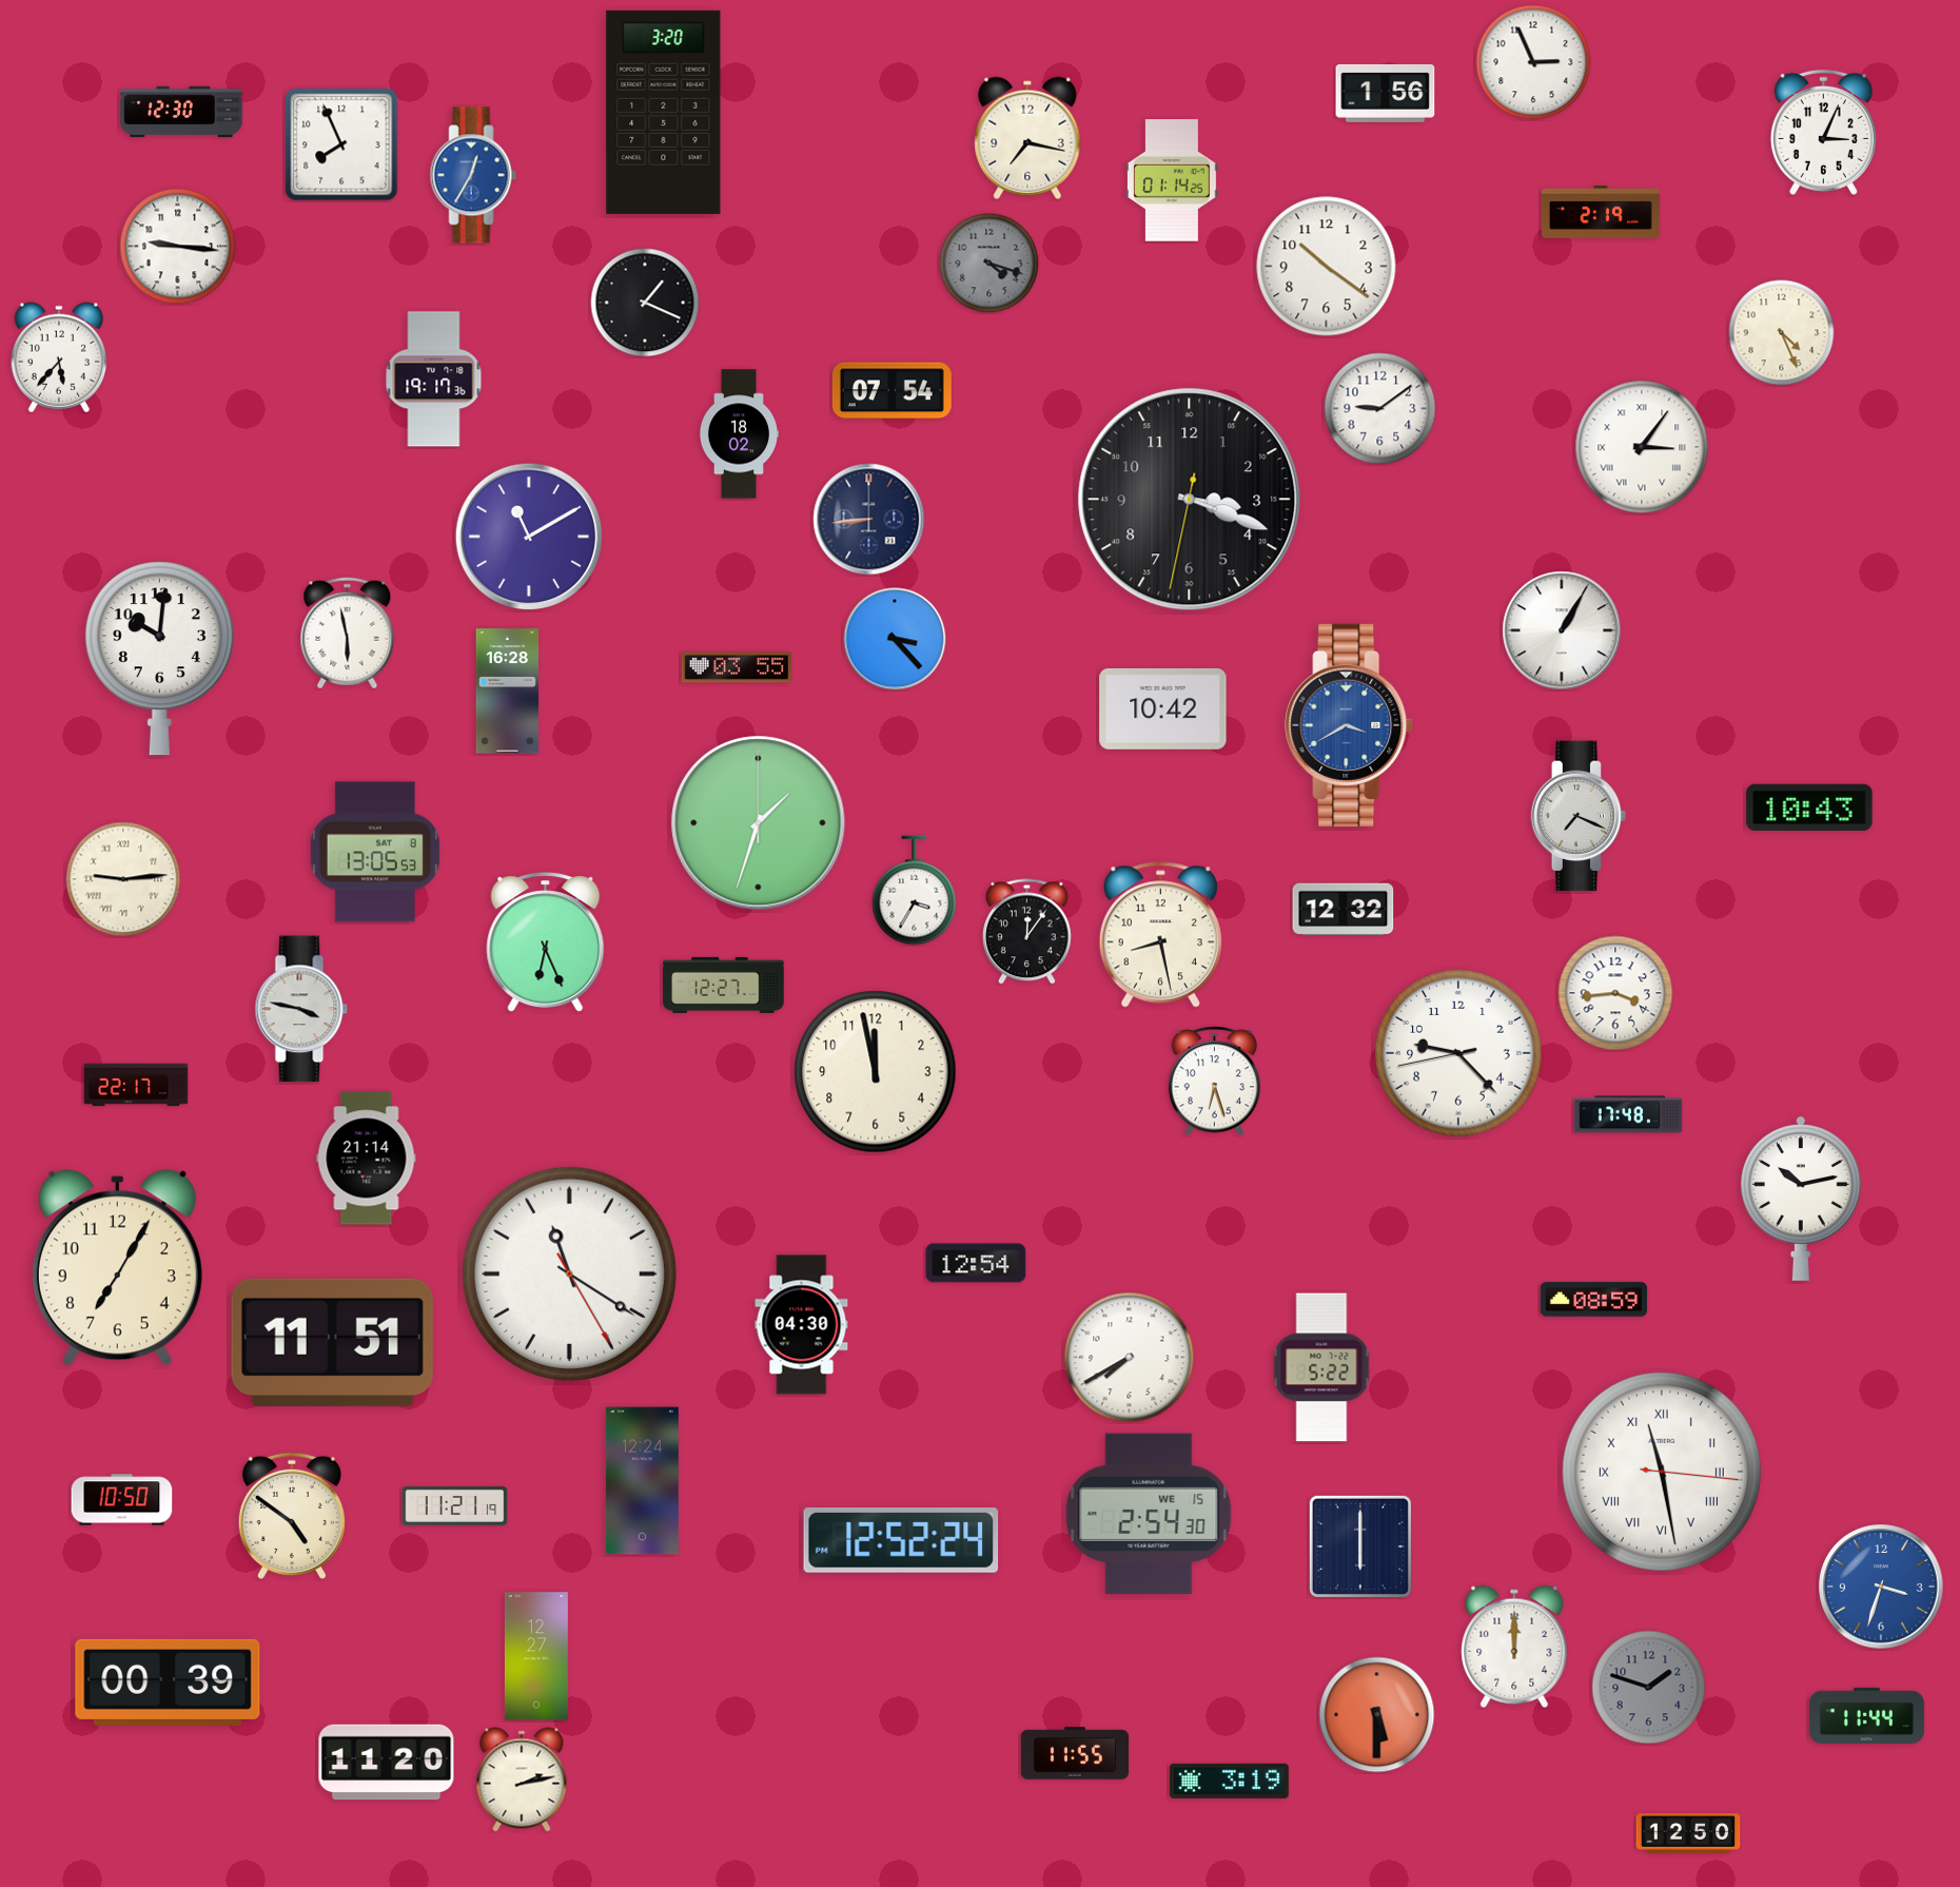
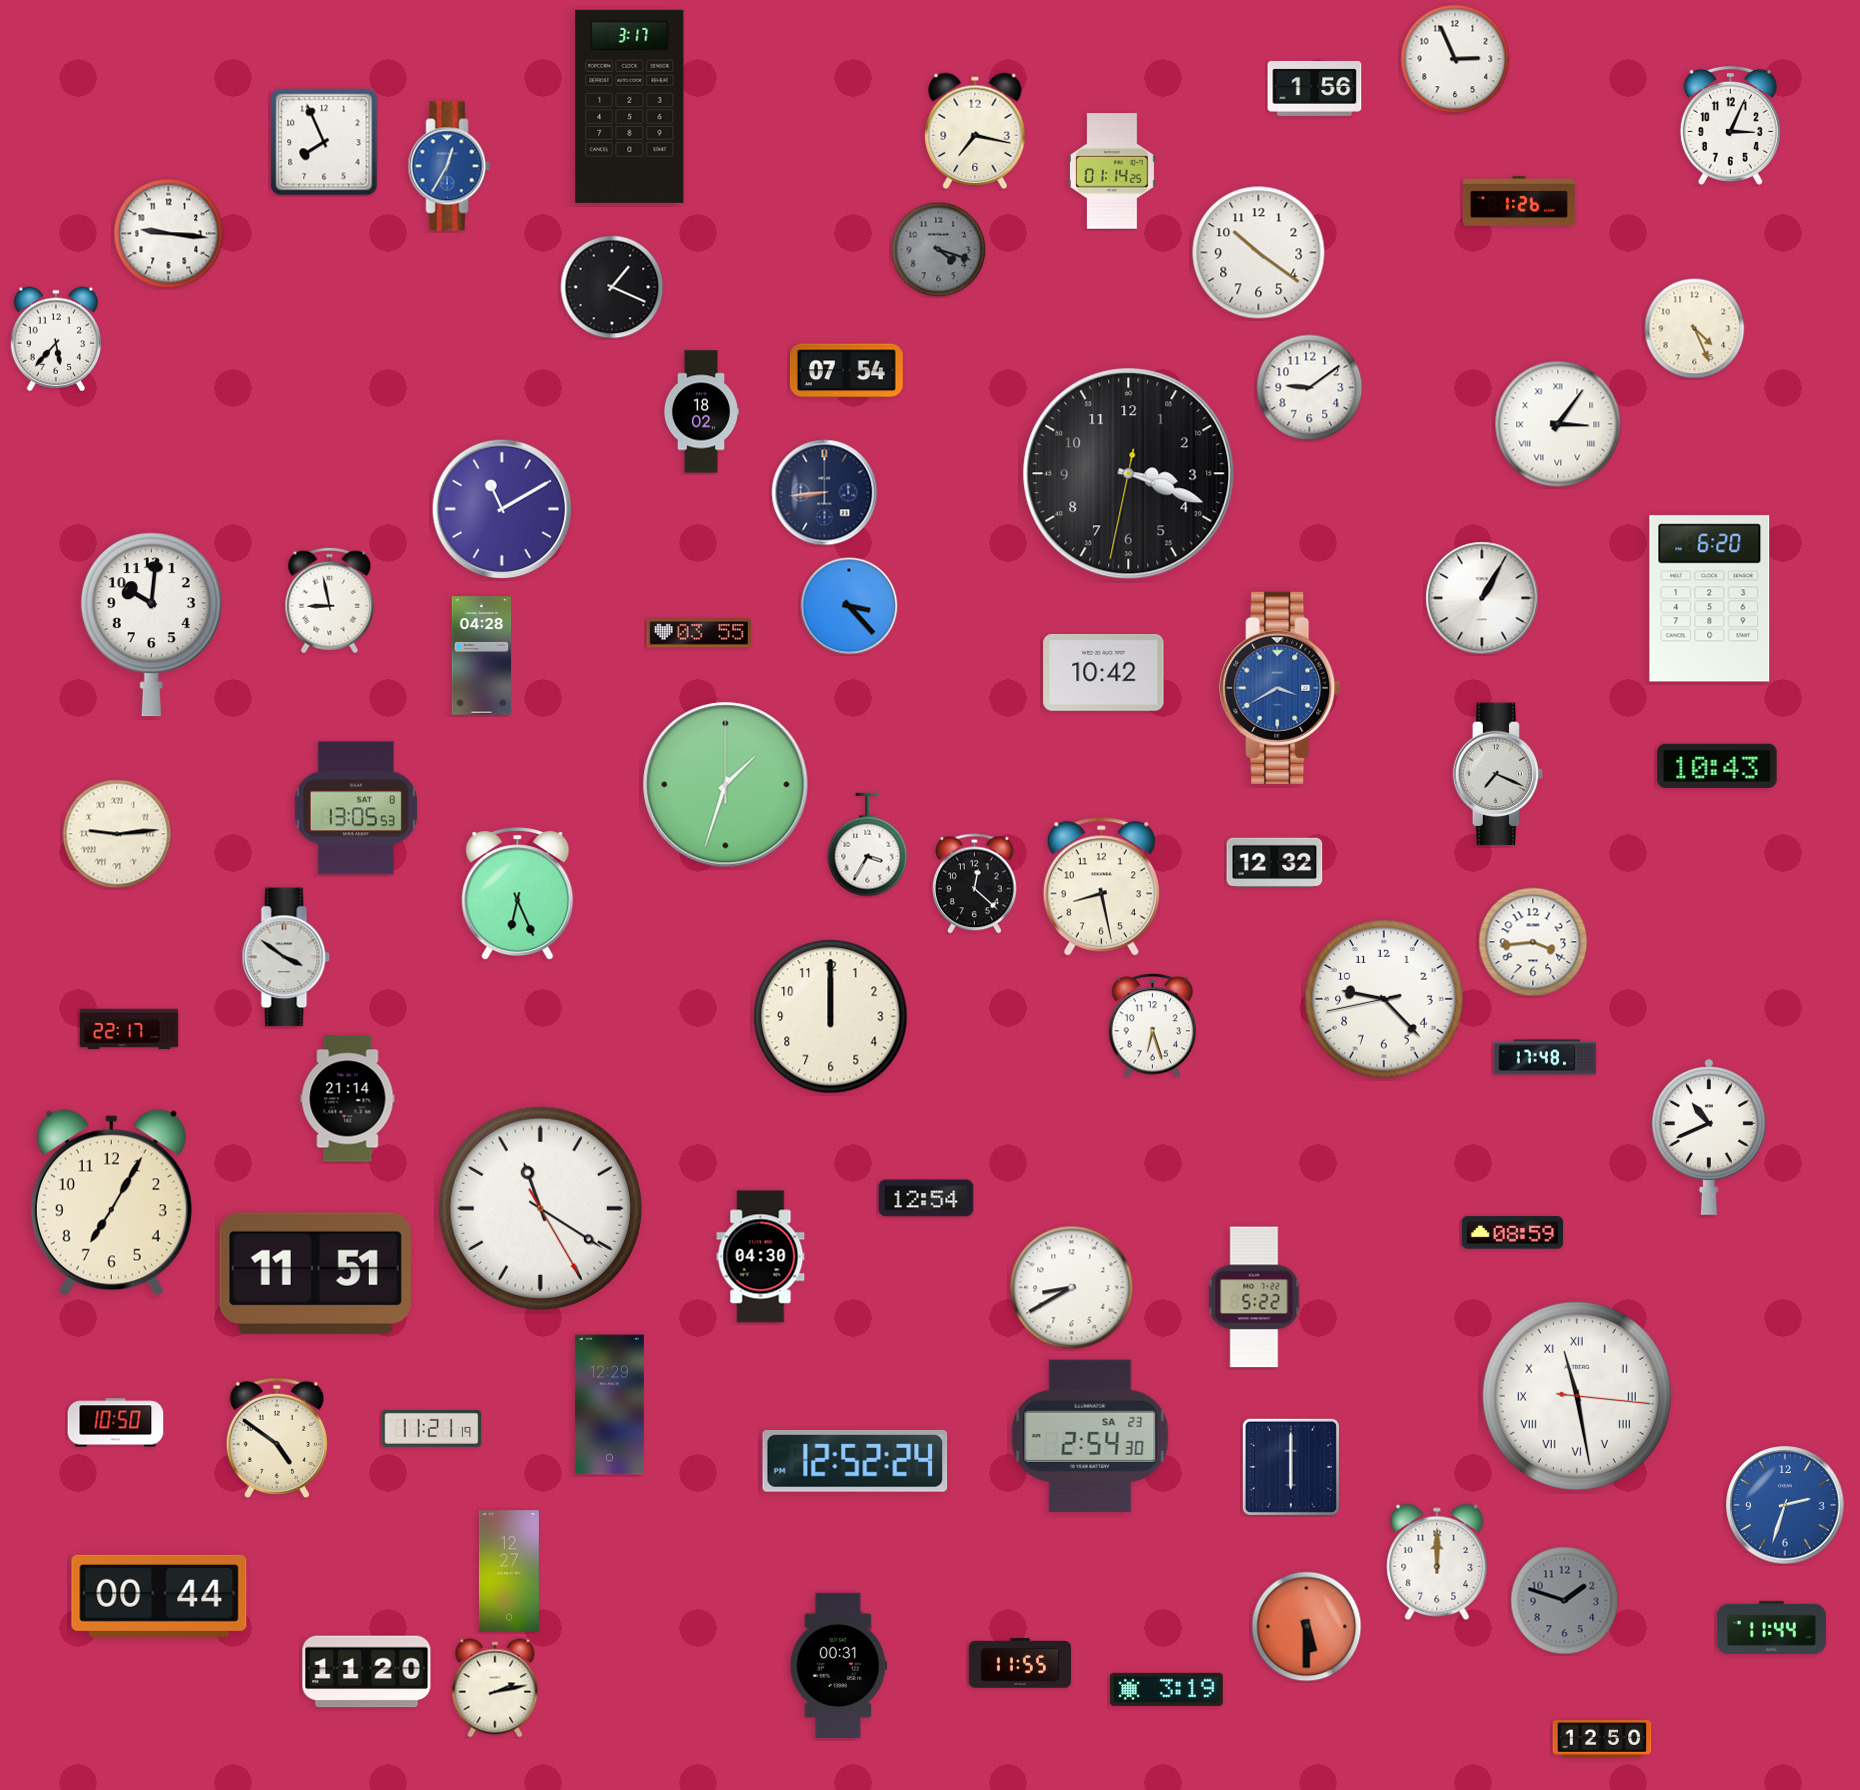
clock at (181, 112): 12:30 -> none
clock at (664, 112): 3:20 -> 3:17
clock at (341, 144) position: (341, 144) -> (324, 142)
clock at (1601, 212): 2:19 -> 1:26
clock at (1782, 333) position: (1782, 333) -> (1695, 329)
clock at (434, 380): 19:17 -> none
clock at (1710, 599): none -> 6:20
clock at (348, 634): 5:58 -> 8:58
clock at (508, 692): 16:28 -> 04:28
clock at (759, 823) position: (759, 823) -> (726, 785)
clock at (1027, 932): 12:06 -> 12:22
clock at (724, 985): 12:27 -> none
clock at (301, 1009): 3:47 -> 3:51
clock at (876, 1072): 11:58 -> 12:00
clock at (1801, 1199): 10:13 -> 10:41
clock at (1130, 1358): 7:40 -> 8:40
clock at (642, 1481): 12:24 -> 12:29
clock at (1149, 1514) date: WE 15 -> SA 23
clock at (1881, 1587): 3:33 -> 2:33
clock at (168, 1682): 00:39 -> 00:44
clock at (838, 1666): none -> 00:31
